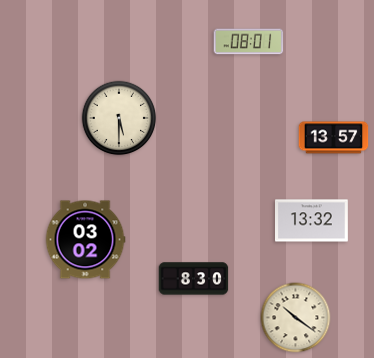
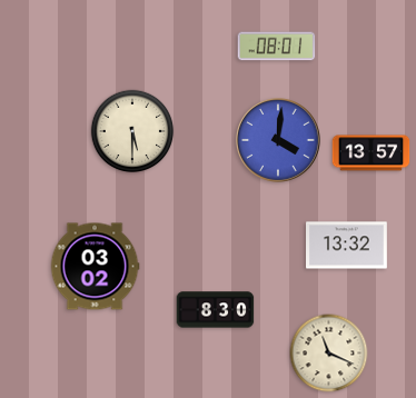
clock at (279, 141): none -> 4:01
clock at (296, 318): 10:21 -> 11:19
